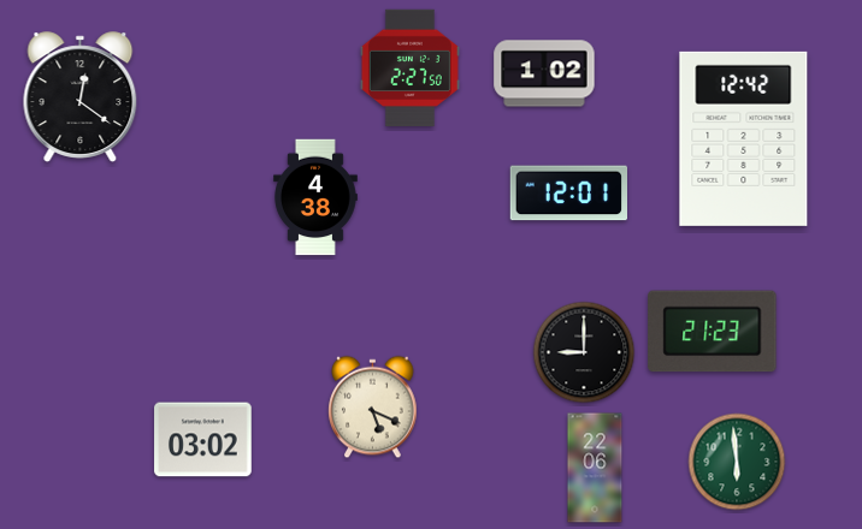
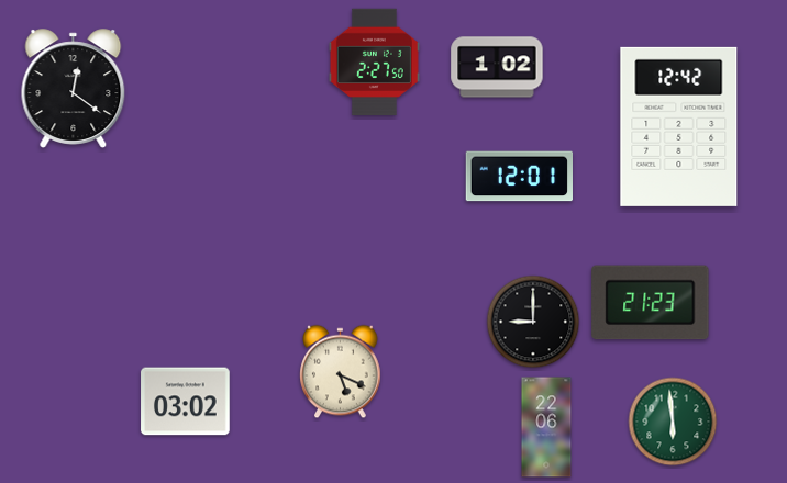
clock at (317, 197): 4:38 -> none
clock at (595, 468) position: (595, 468) -> (546, 427)
